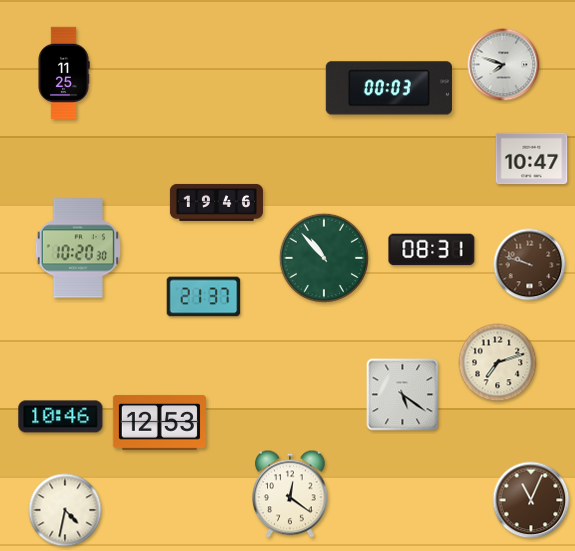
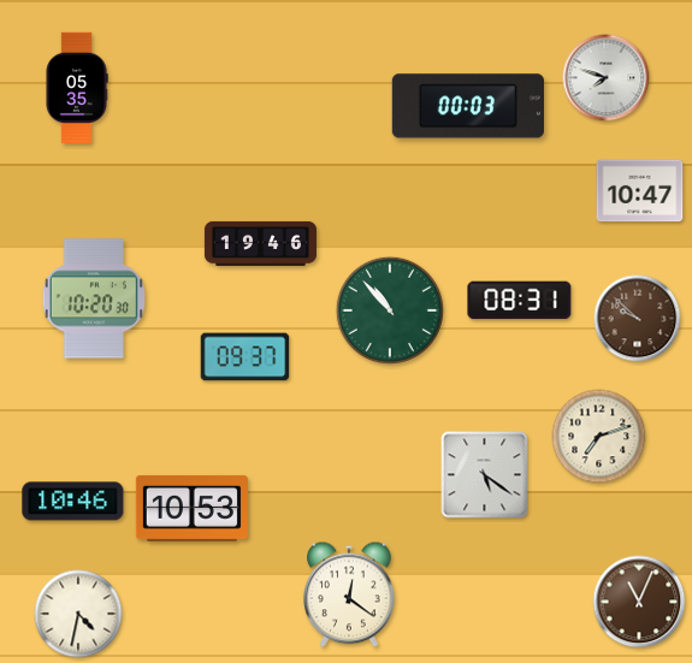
clock at (64, 72): 11:25 -> 05:35
clock at (530, 265): 9:48 -> 9:52
clock at (204, 297): 21:37 -> 09:37
clock at (159, 422): 12:53 -> 10:53
